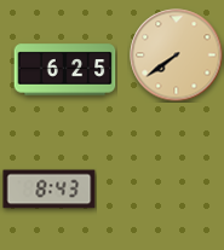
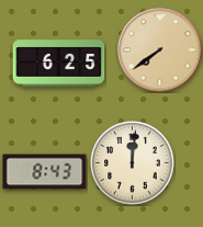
clock at (133, 163): none -> 12:01
